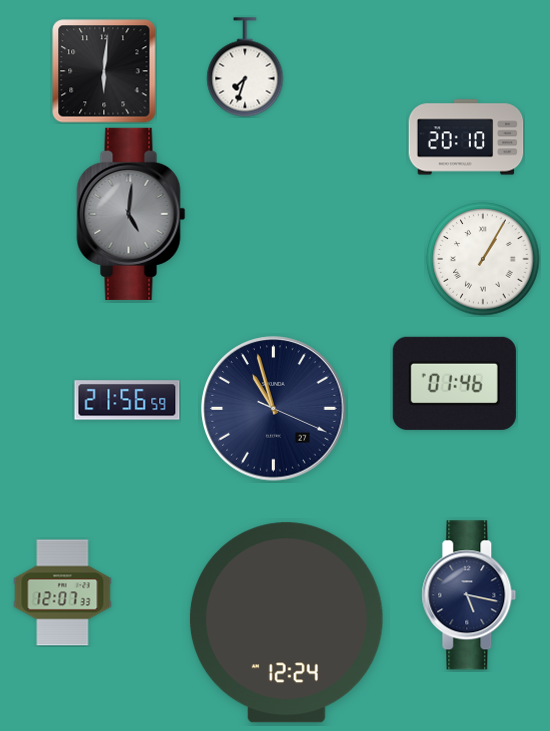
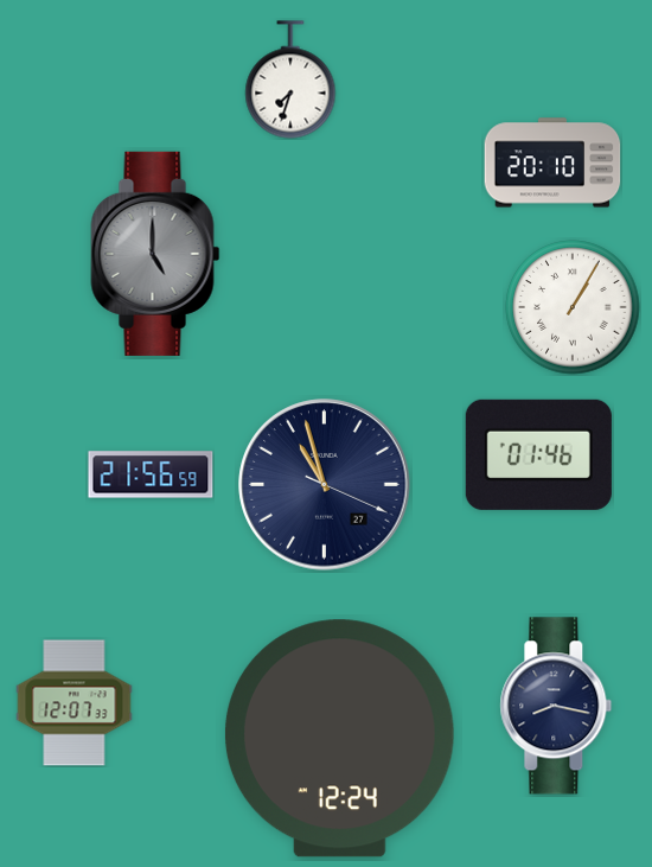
clock at (104, 71): 6:01 -> none
clock at (131, 214): 5:01 -> 5:00
clock at (469, 595): 5:17 -> 8:17
